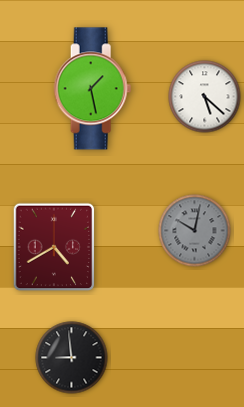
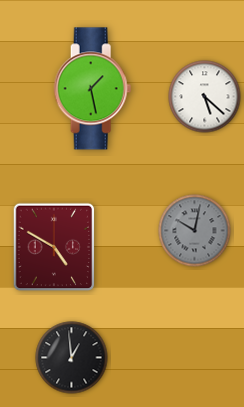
clock at (54, 247): 4:40 -> 4:50
clock at (72, 358): 8:59 -> 12:59
